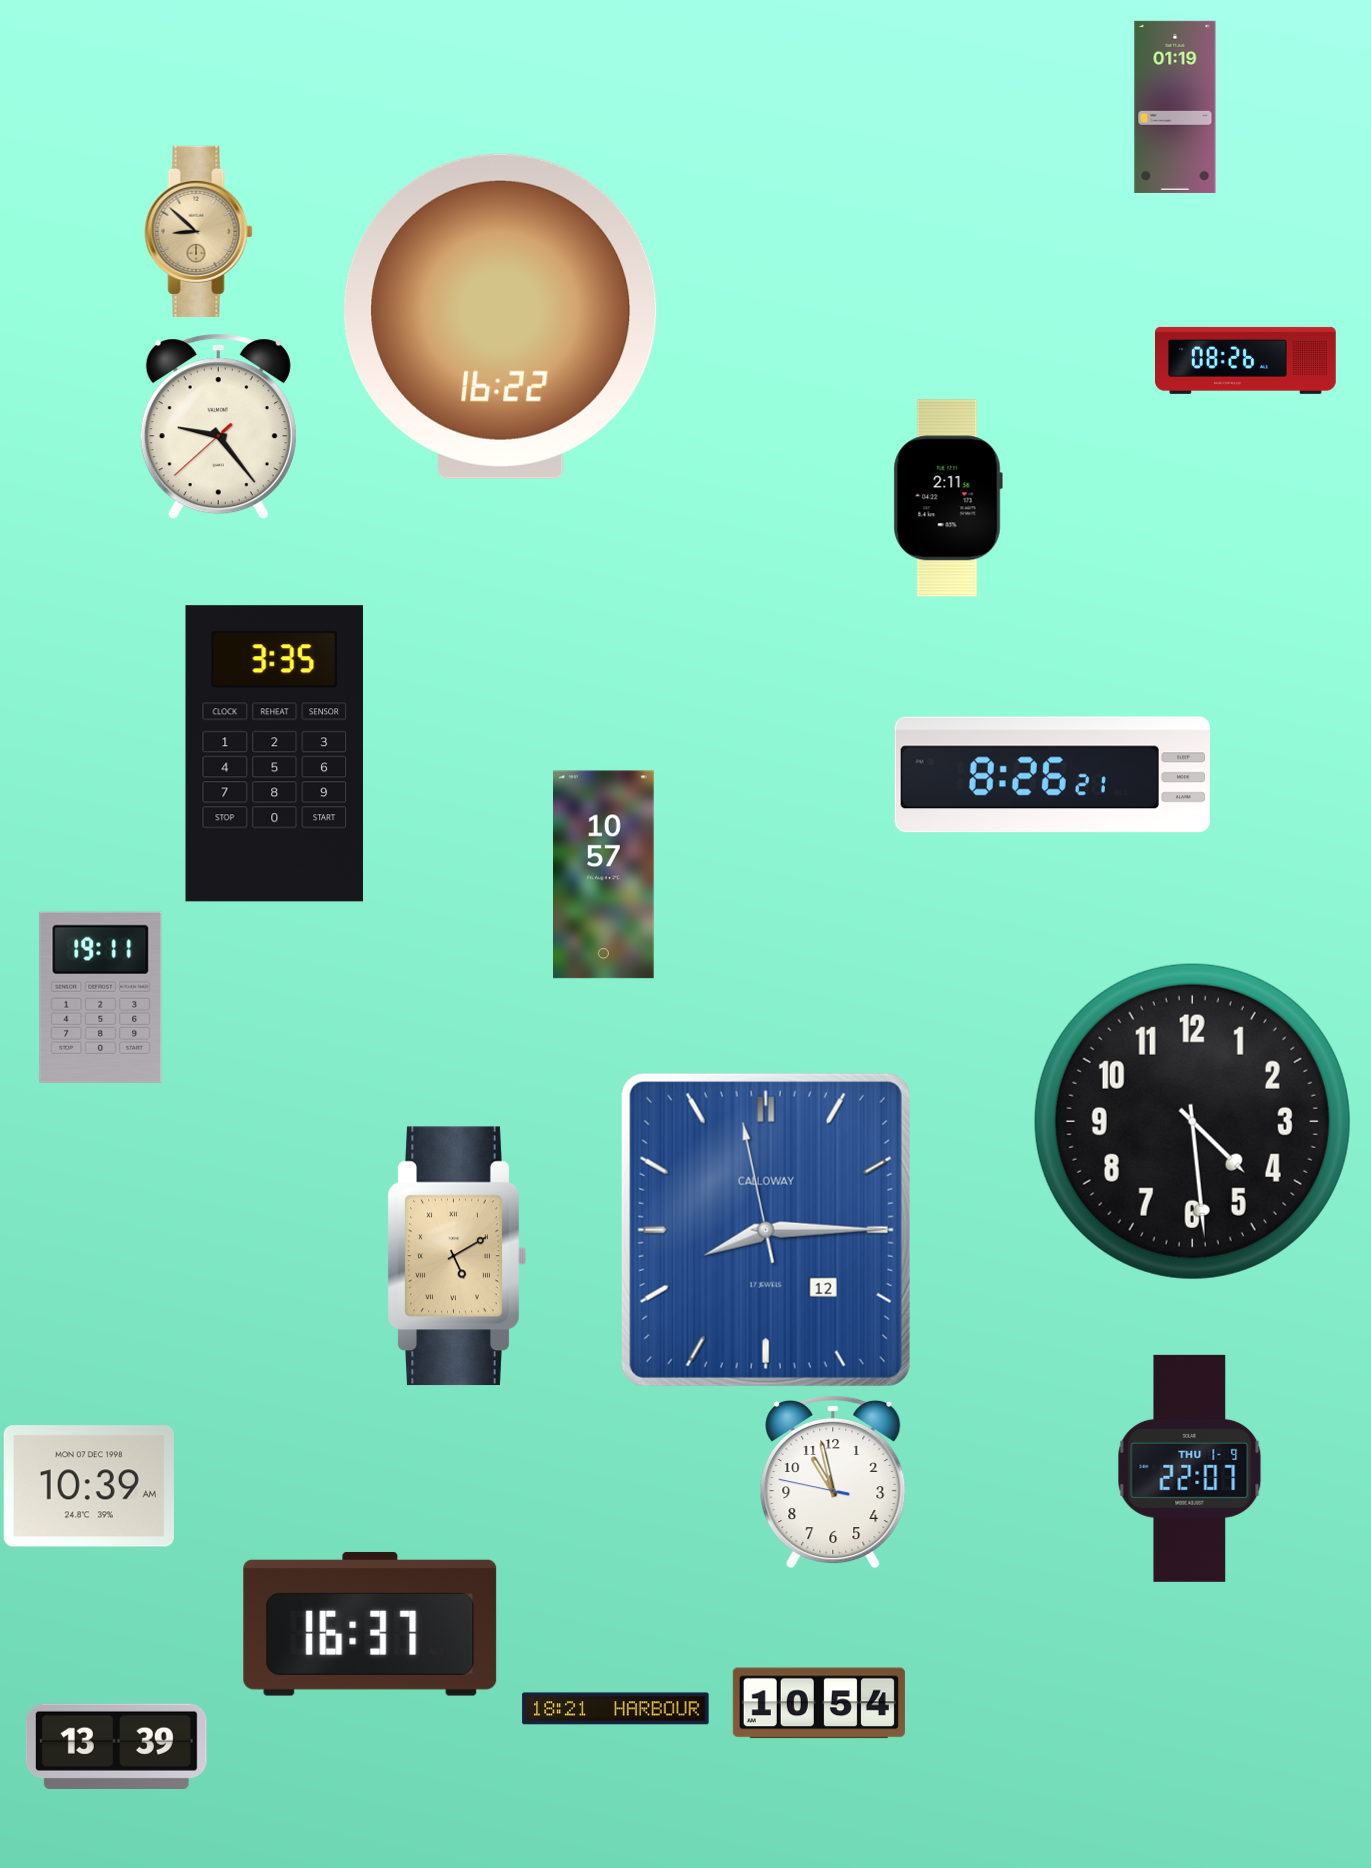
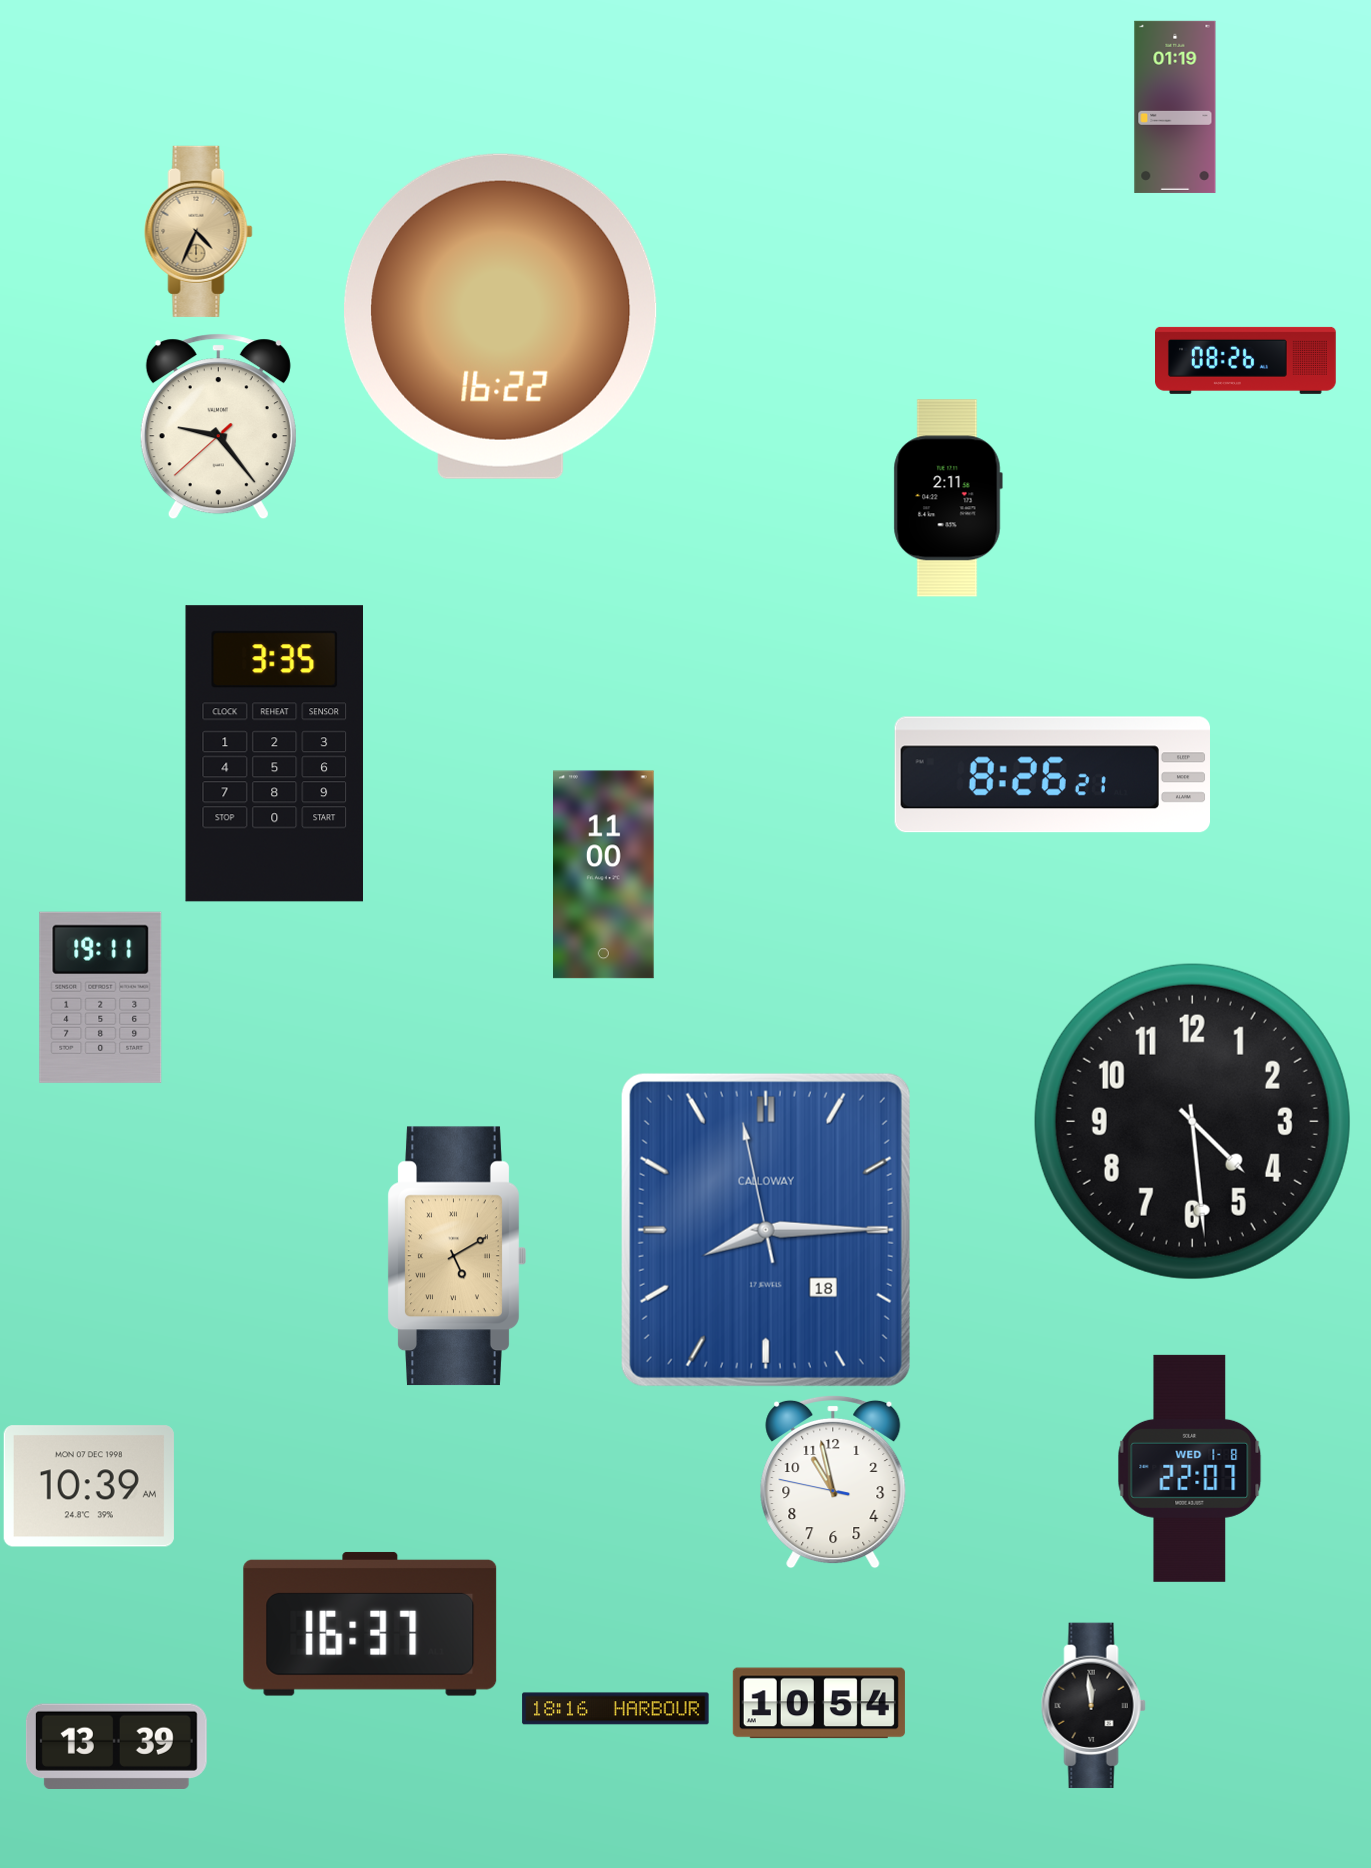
clock at (199, 231): 8:52 -> 4:34
clock at (604, 875): 10:57 -> 11:00
clock at (766, 1230) date: 12 -> 18
clock at (1190, 1468) date: THU 1-9 -> WED 1-8
clock at (1093, 1706): none -> 11:59
clock at (616, 1709): 18:21 -> 18:16
